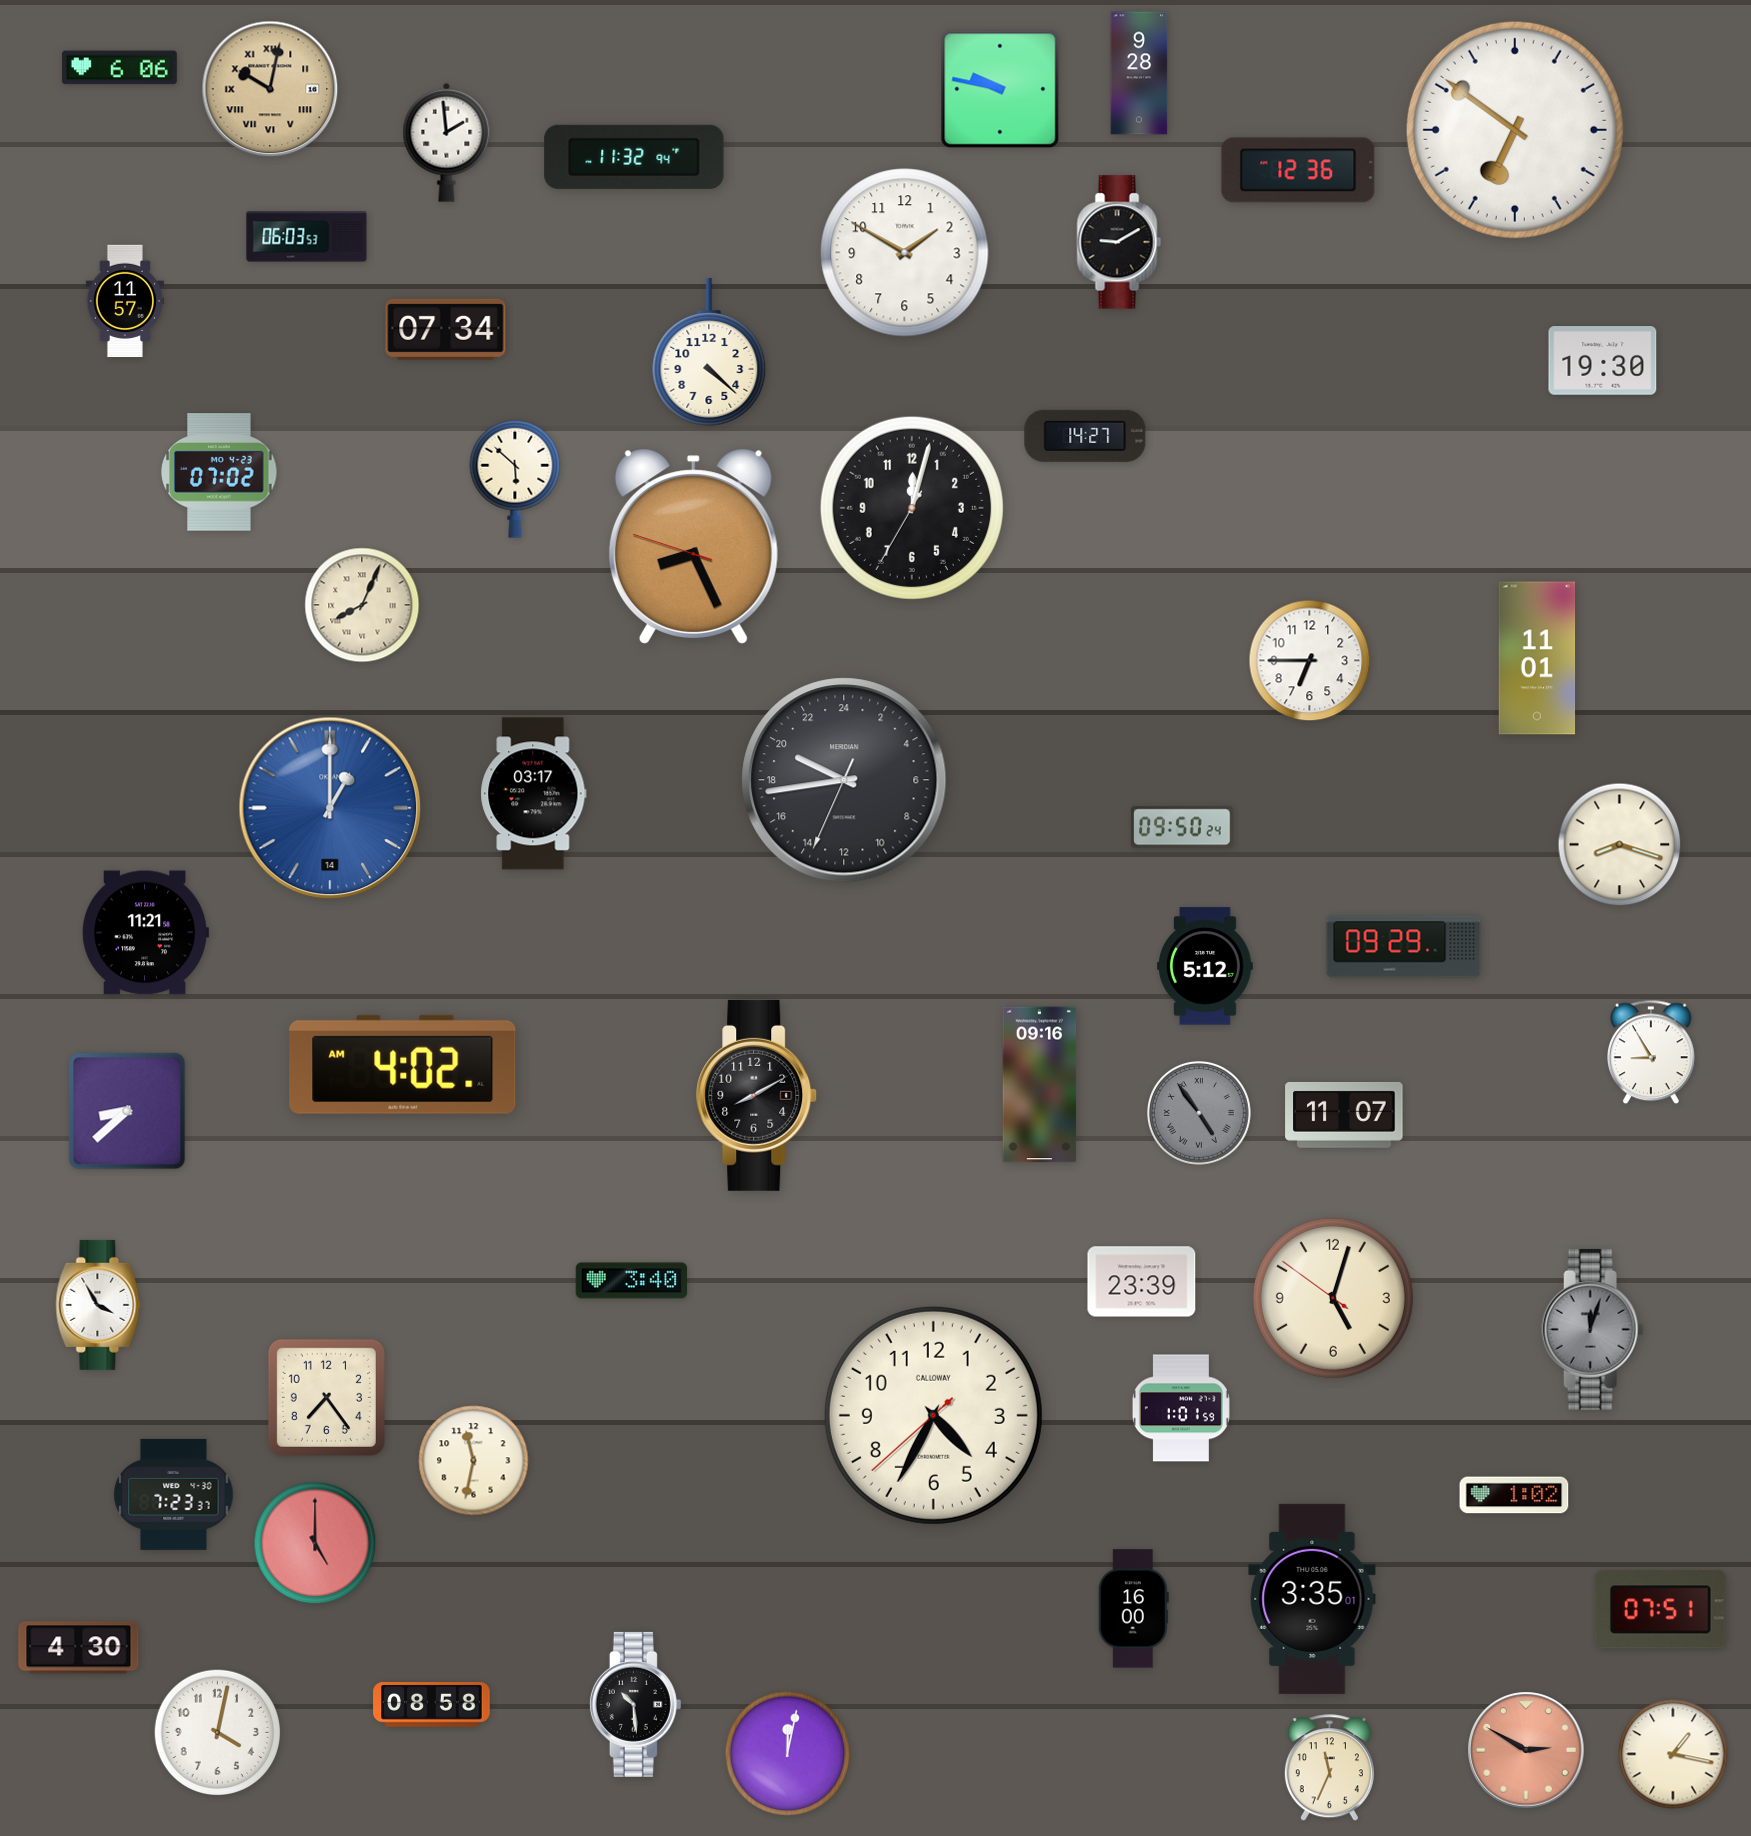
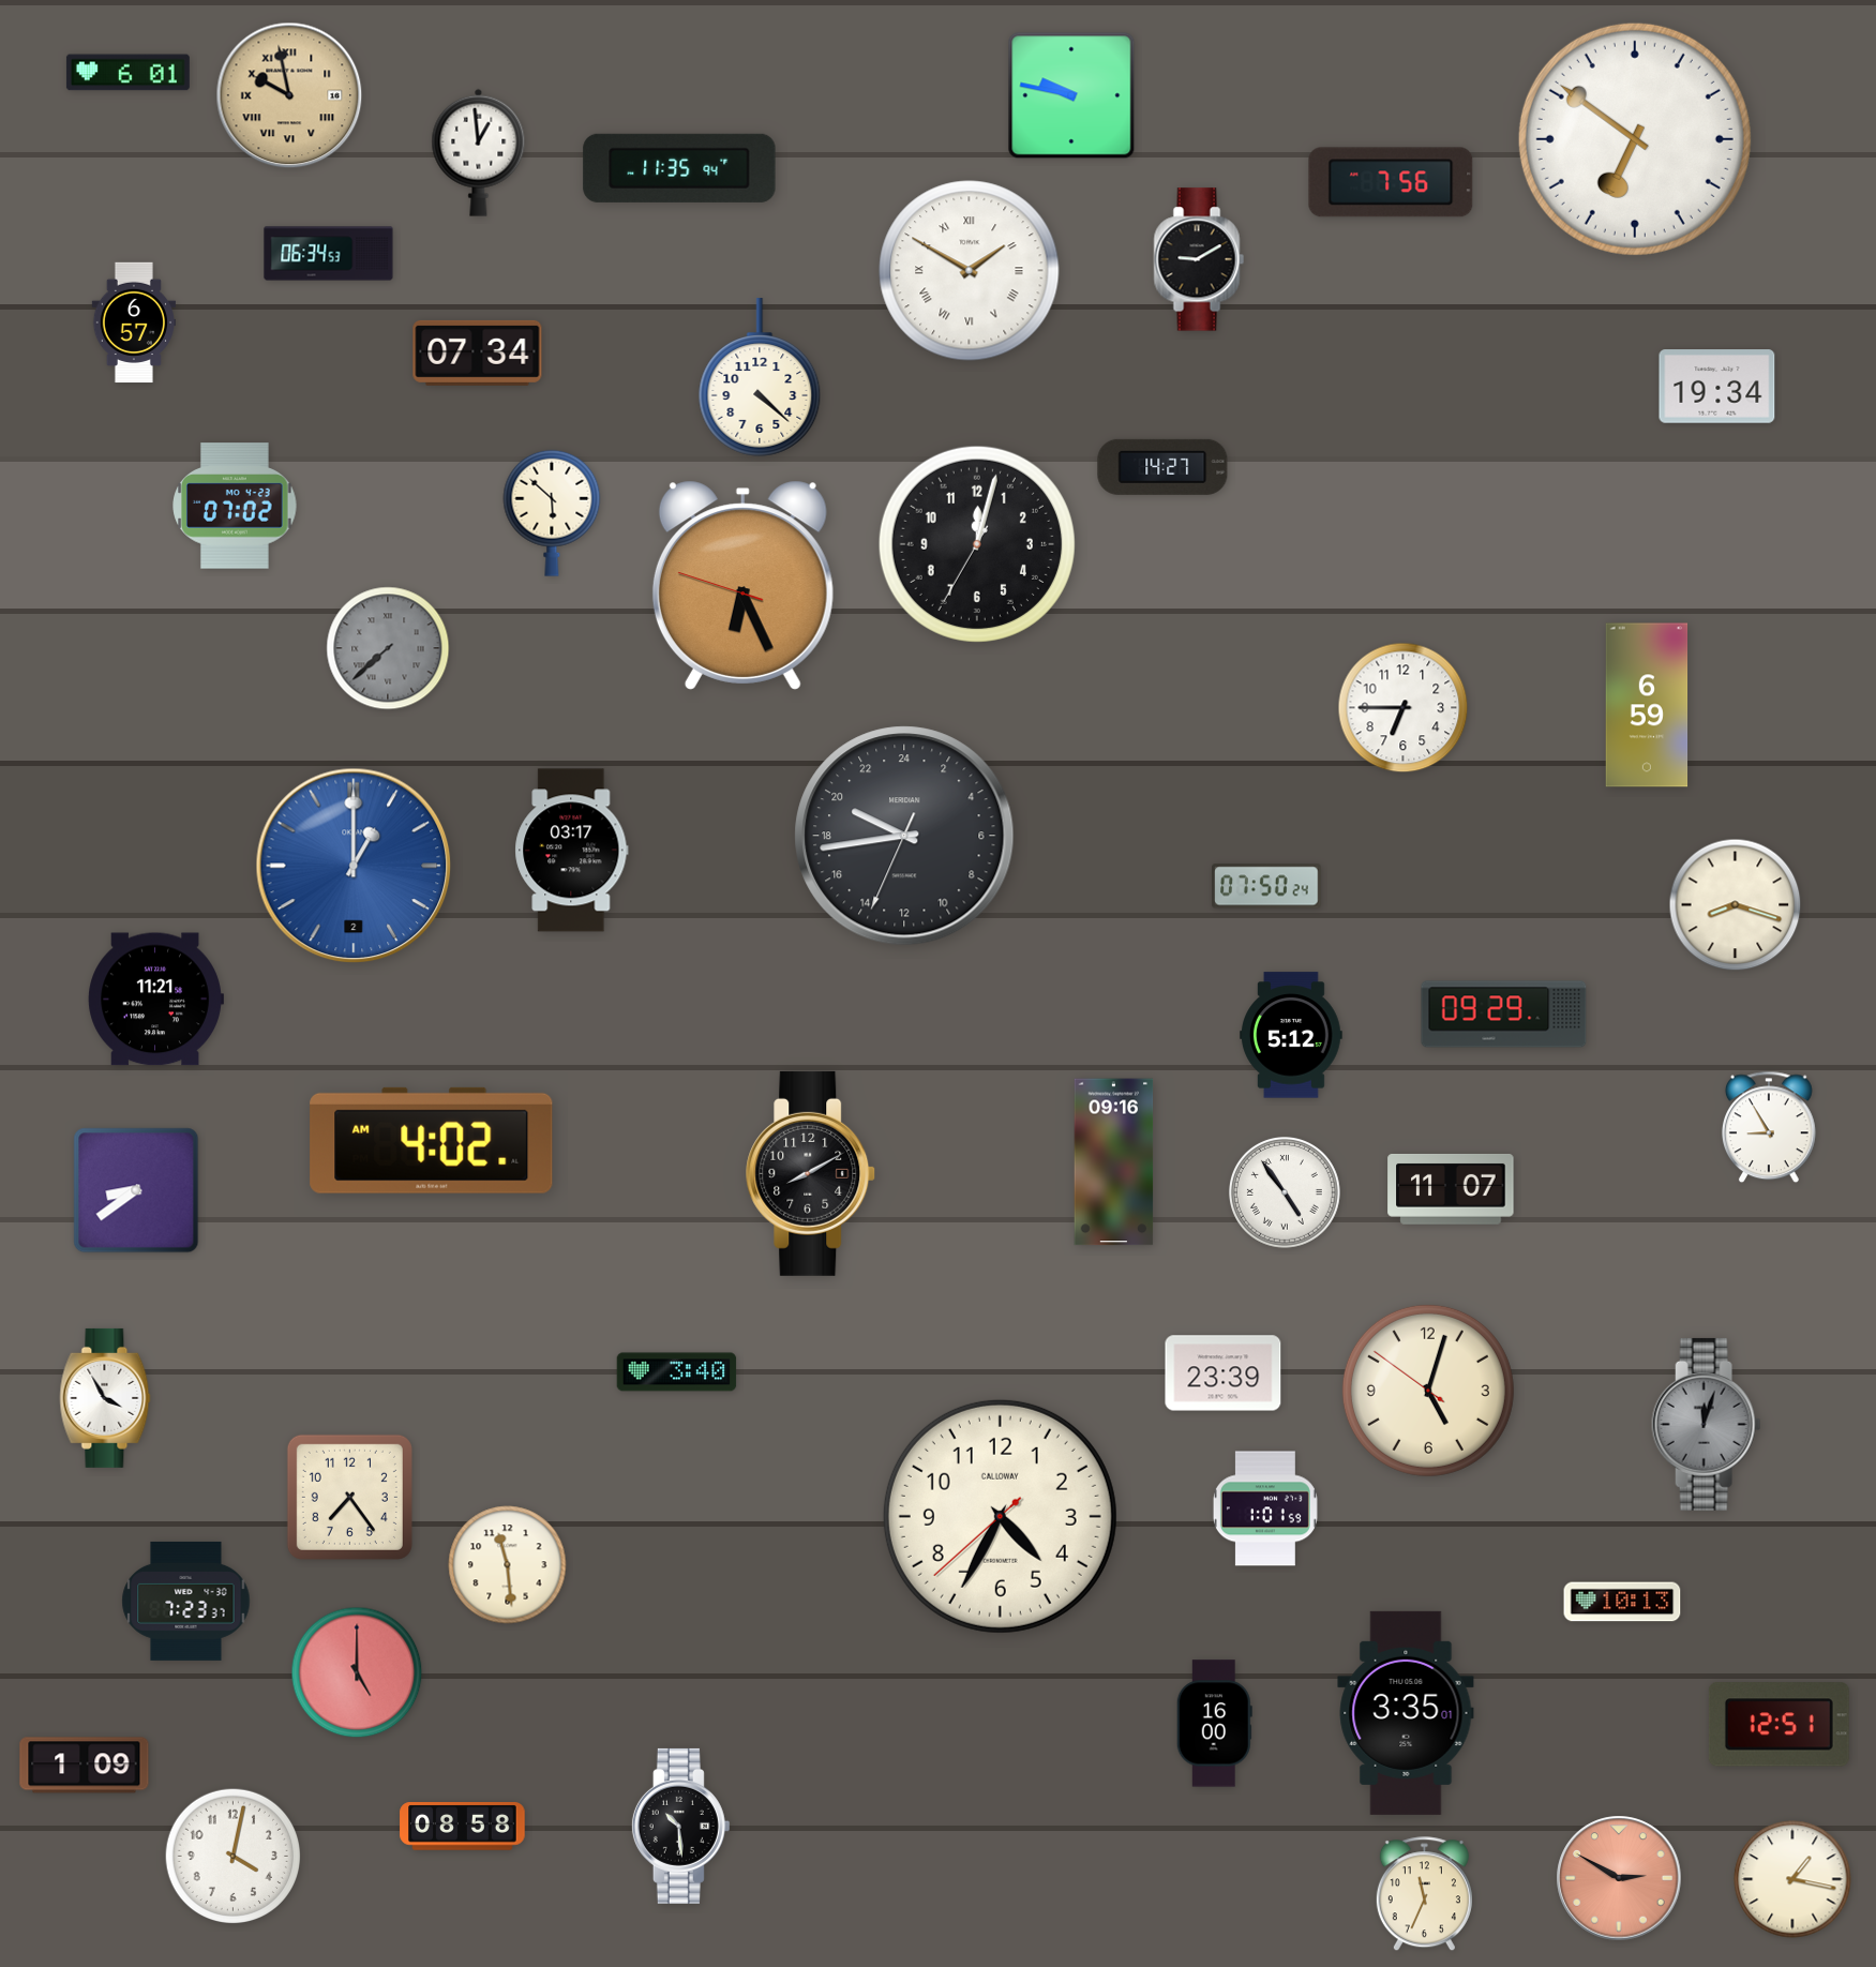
clock at (119, 68): 6:06 -> 6:01
clock at (1139, 73): 9:28 -> none
clock at (270, 89): 10:02 -> 9:58
clock at (1515, 130) position: (1515, 130) -> (1635, 139)
clock at (447, 142): 1:59 -> 12:59
clock at (634, 157): 11:32 -> 11:35
clock at (1298, 170): 12:36 -> 7:56
clock at (307, 237): 06:03 -> 06:34
clock at (905, 253) numerals: Arabic -> Roman
clock at (124, 301): 11:57 -> 6:57
clock at (1603, 361): 19:30 -> 19:34
clock at (693, 546): 8:25 -> 6:25
clock at (362, 605): 8:04 -> 7:38
clock at (362, 605) dial: cream -> grey
clock at (1537, 658): 11:01 -> 6:59
clock at (330, 808) date: 14 -> 2
clock at (1182, 827): 09:50 -> 07:50
clock at (127, 1111): 8:38 -> 8:39
clock at (1199, 1113) dial: grey -> white
clock at (1344, 1115) position: (1344, 1115) -> (1451, 1189)
clock at (474, 1461): 11:32 -> 11:29
clock at (1514, 1495): 1:02 -> 10:13
clock at (315, 1543) position: (315, 1543) -> (357, 1672)
clock at (1660, 1610): 07:51 -> 12:51
clock at (79, 1648): 4:30 -> 1:09
clock at (1526, 1750) position: (1526, 1750) -> (1619, 1878)
clock at (788, 1754): 12:02 -> none
